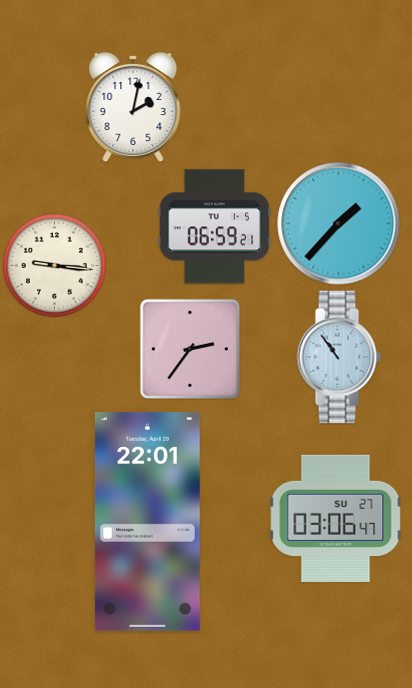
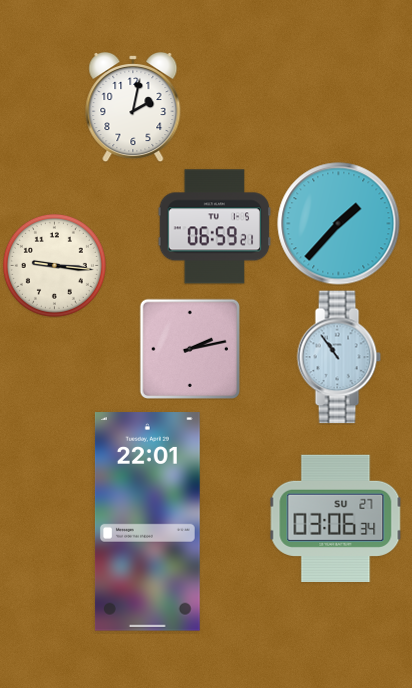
clock at (189, 348): 2:36 -> 2:13
clock at (336, 518): 03:06:47 -> 03:06:34
